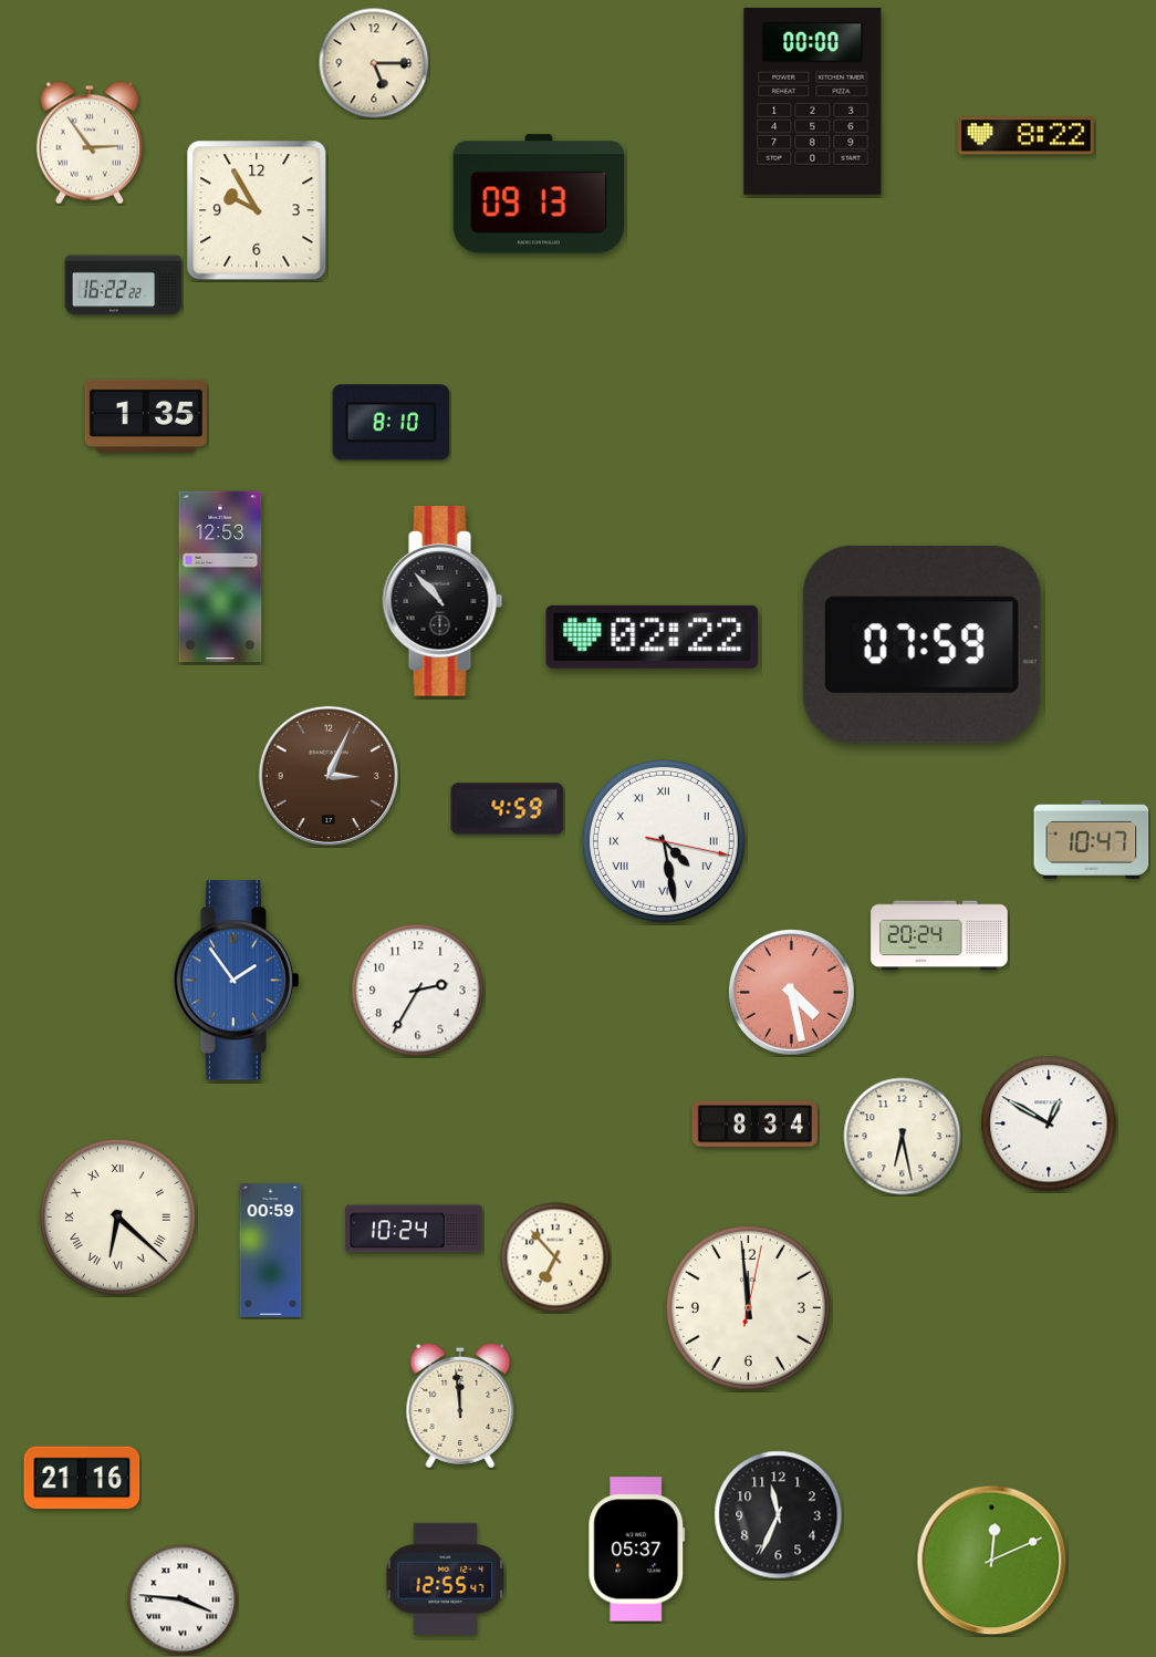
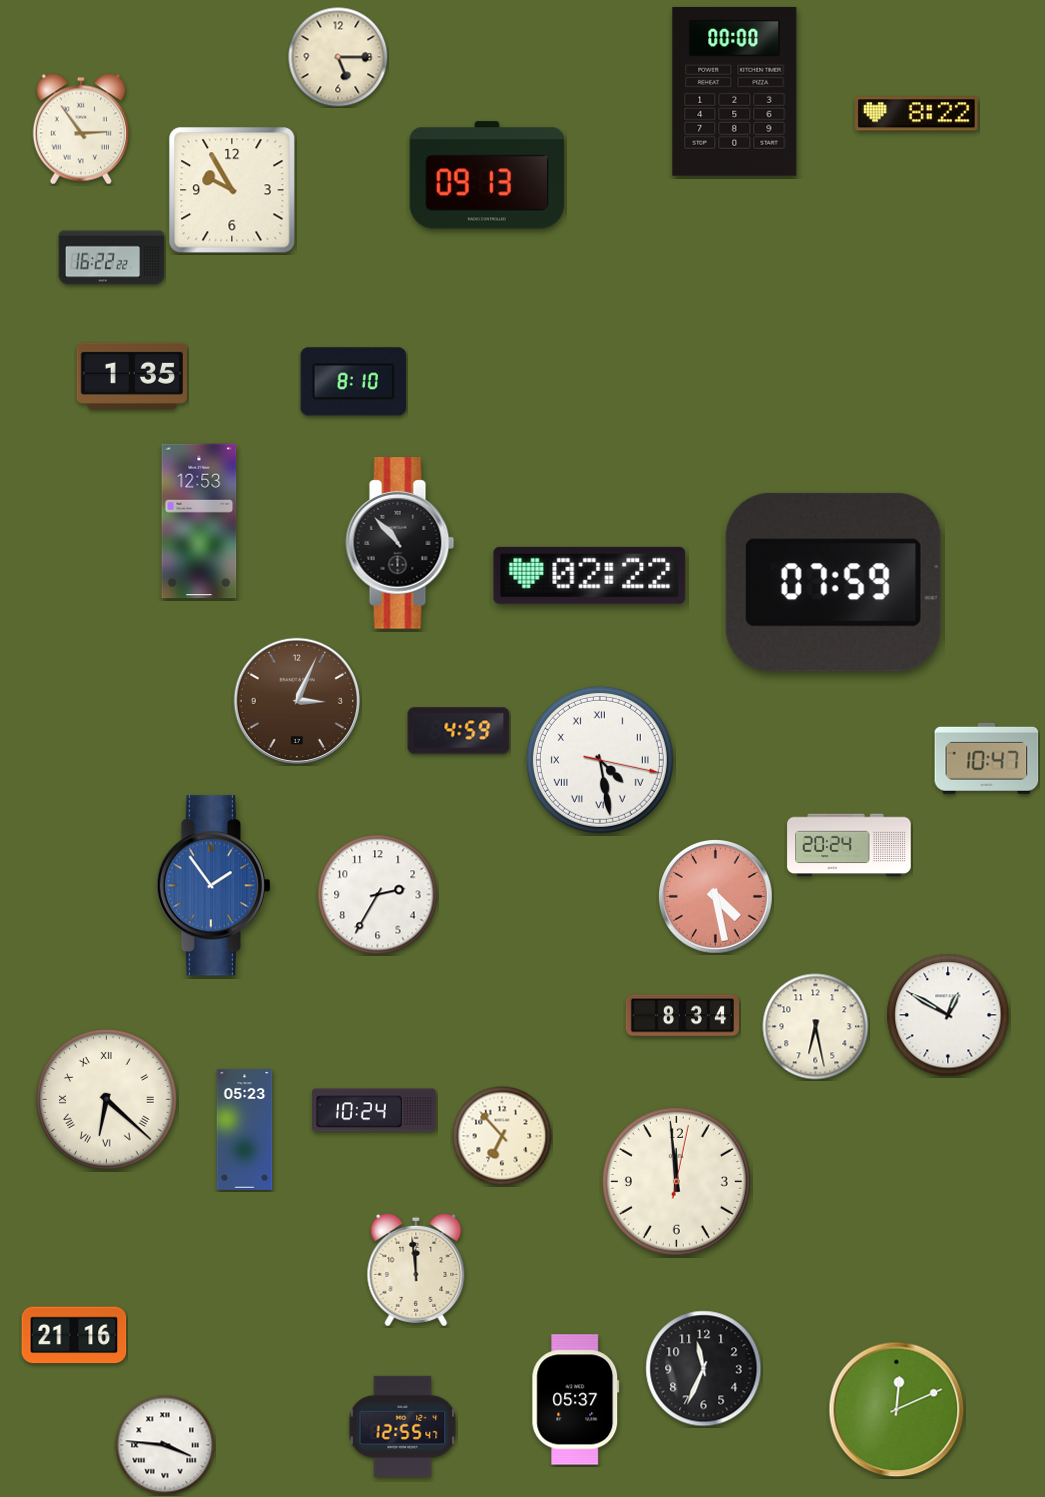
clock at (1027, 136) position: (1027, 136) -> (917, 114)
clock at (271, 1251): 00:59 -> 05:23
